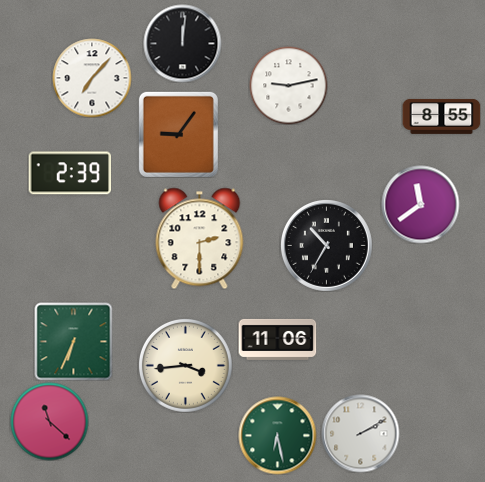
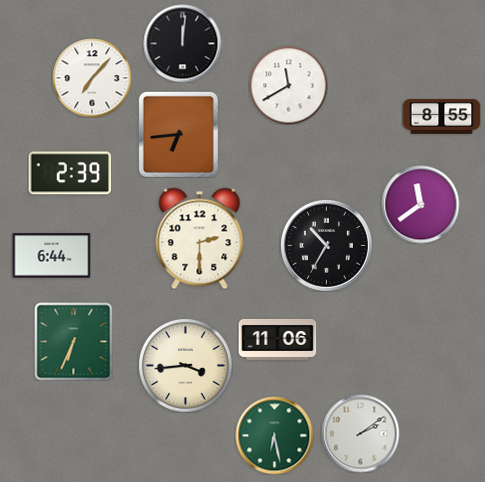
clock at (288, 85): 9:13 -> 11:40
clock at (178, 134): 9:06 -> 6:44
clock at (51, 256): none -> 6:44
clock at (49, 421): 11:22 -> none
clock at (360, 433): 2:10 -> 2:09
clock at (277, 435) position: (277, 435) -> (274, 435)
